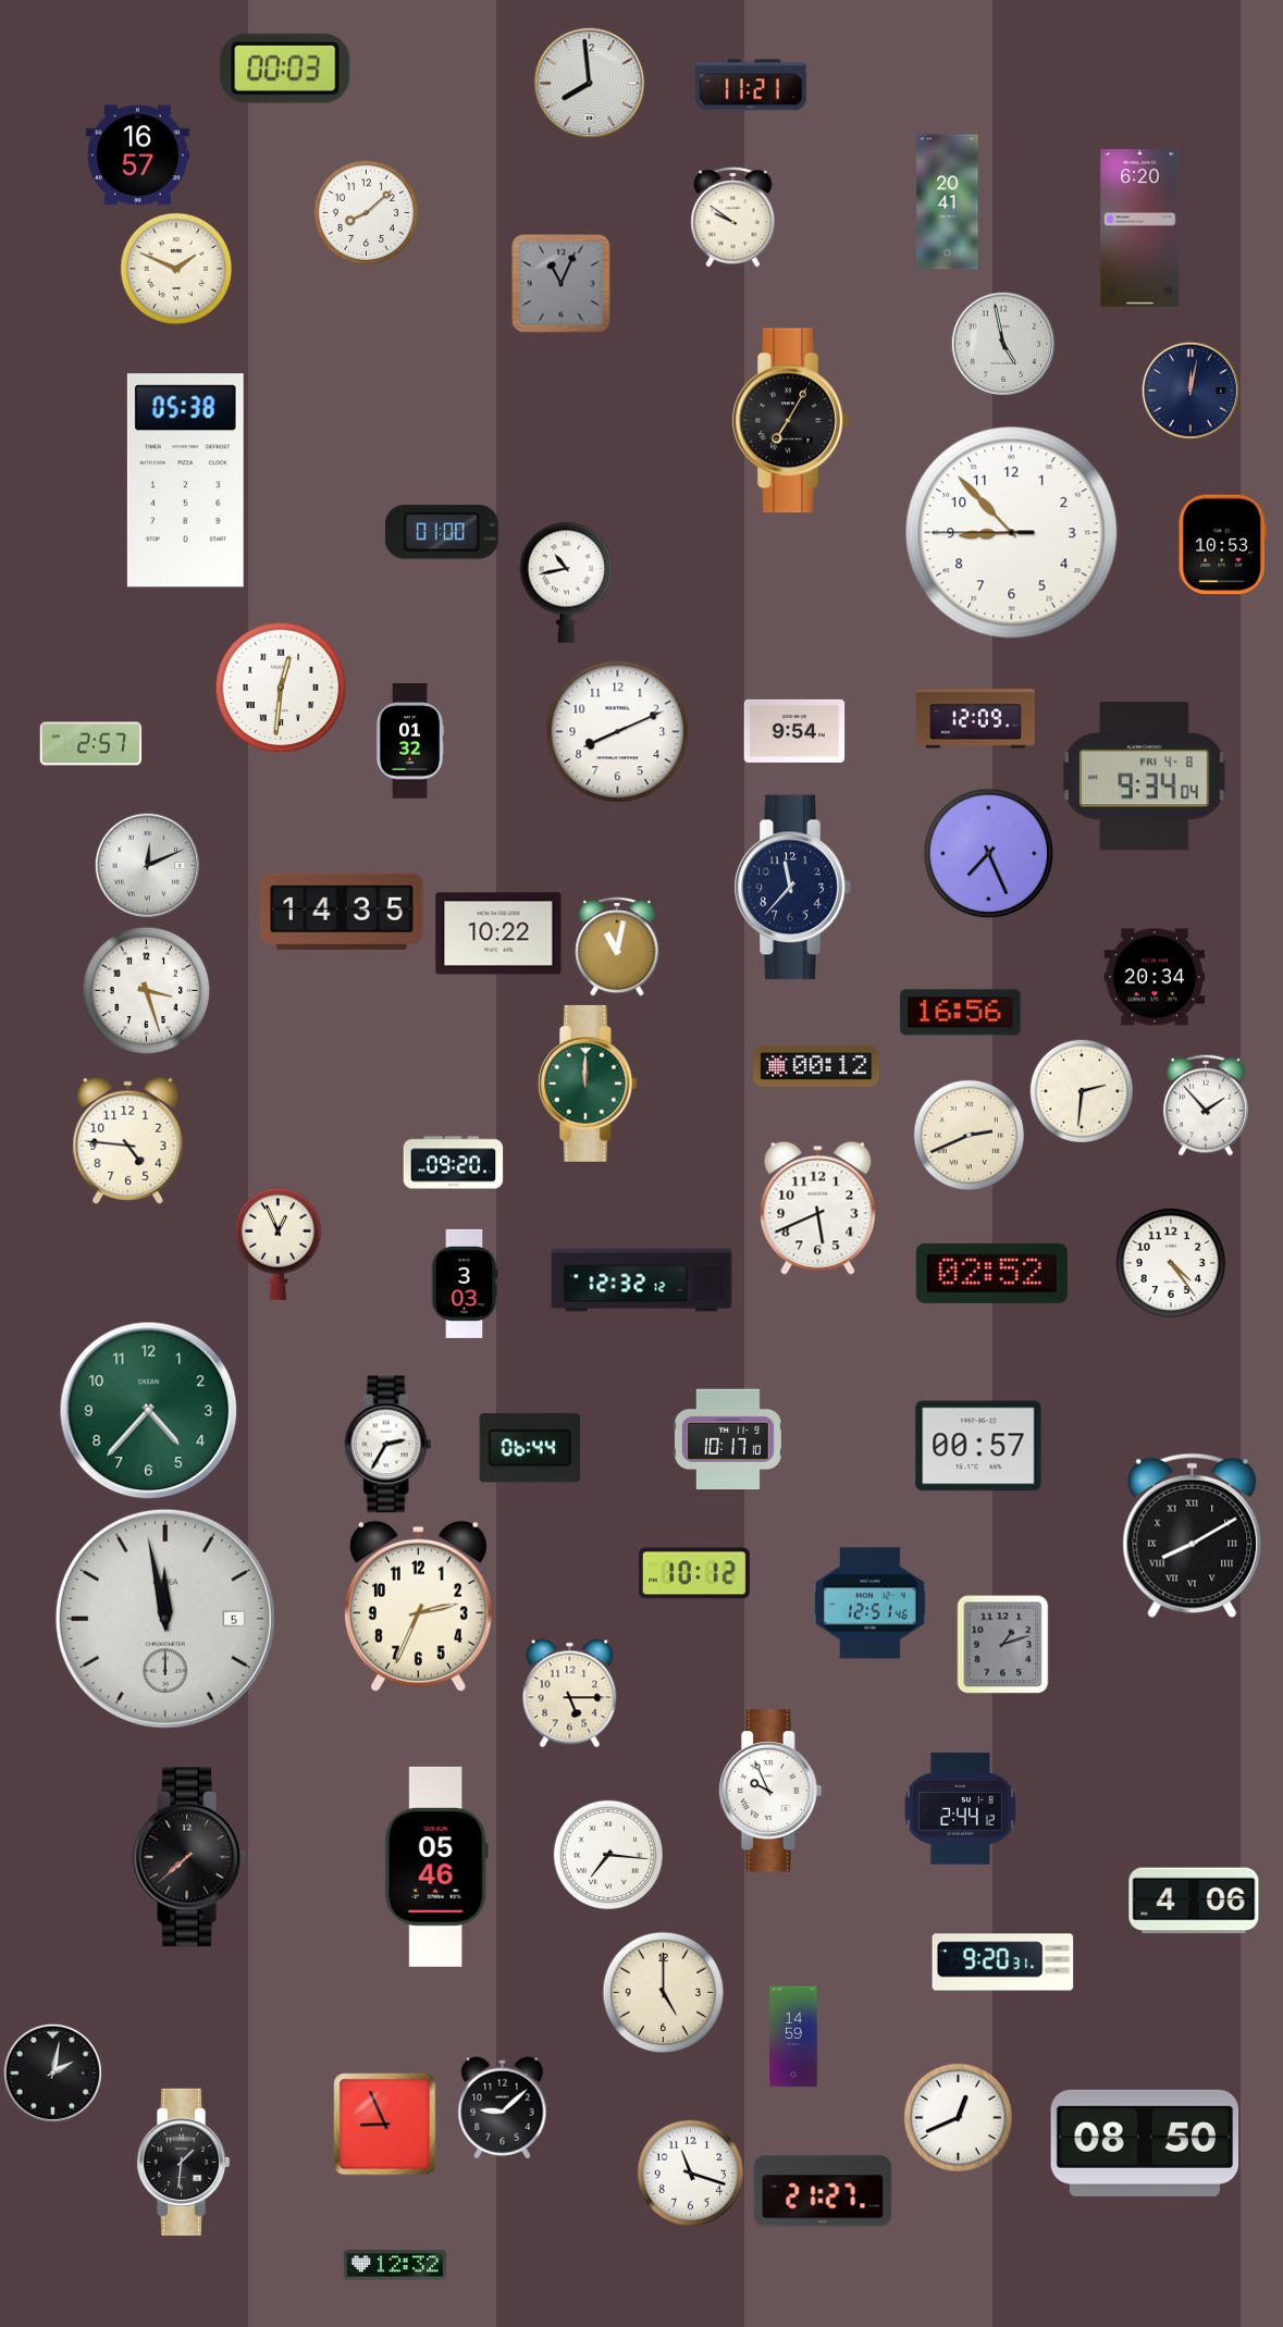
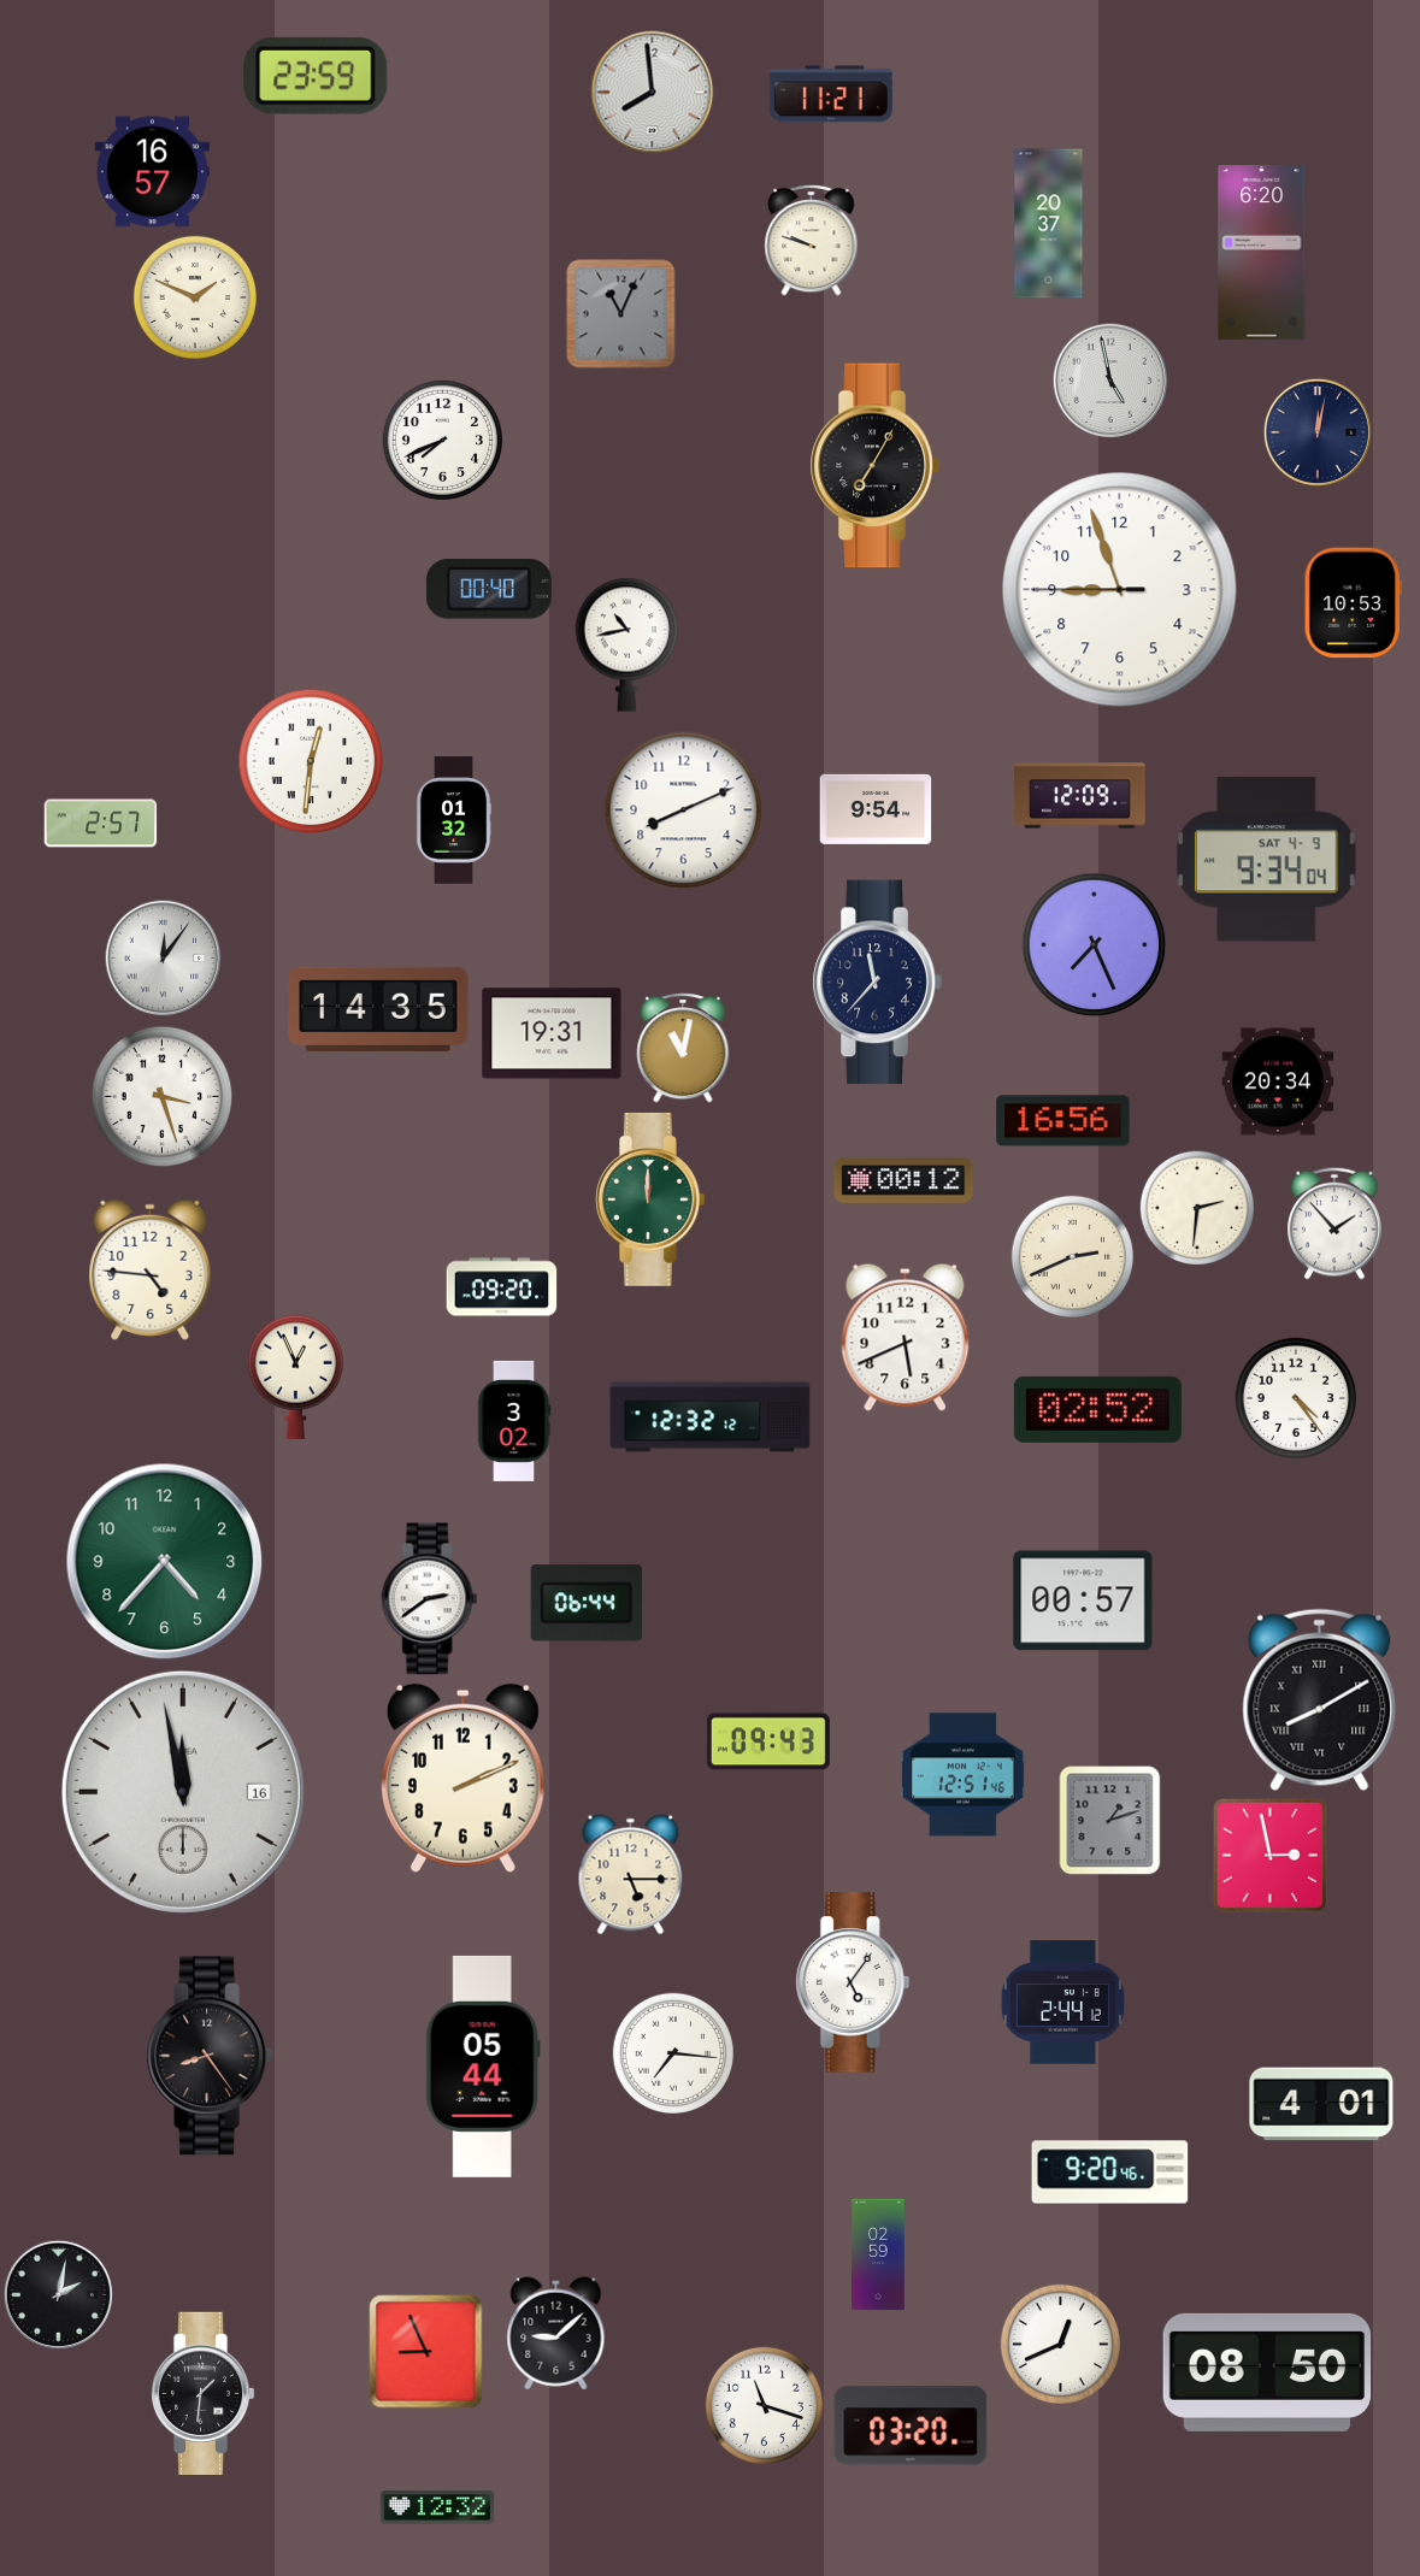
clock at (285, 69): 00:03 -> 23:59
clock at (948, 202): 20:41 -> 20:37
clock at (366, 212): 8:08 -> none
clock at (733, 216): 9:51 -> 9:48
clock at (442, 440): none -> 7:41
clock at (185, 481): 05:38 -> none
clock at (442, 532): 01:00 -> 00:40
clock at (1012, 533): 8:52 -> 8:56
clock at (794, 731) position: (794, 731) -> (876, 809)
clock at (1145, 777) date: FRI 4-8 -> SAT 4-9
clock at (148, 866): 12:11 -> 12:06
clock at (498, 933): 10:22 -> 19:31
clock at (128, 1140) position: (128, 1140) -> (151, 1269)
clock at (277, 1243) position: (277, 1243) -> (295, 1377)
clock at (465, 1284): 3:03 -> 3:02
clock at (728, 1439): 10:17 -> none
clock at (388, 1445): 2:35 -> 2:39
clock at (694, 1573): 10:12 -> 09:43
clock at (418, 1606): 2:34 -> 2:11
clock at (165, 1619) date: 5 -> 16
clock at (1269, 1855): none -> 2:58
clock at (770, 1791): 9:56 -> 5:06
clock at (188, 1857): 7:38 -> 8:24
clock at (436, 1867): 05:46 -> 05:44
clock at (1194, 1901): 4:06 -> 4:01
clock at (1003, 1963): 9:20:31 -> 9:20:46
clock at (664, 1993): 5:00 -> none
clock at (793, 2037): 14:59 -> 02:59
clock at (823, 2191): 21:27 -> 03:20
